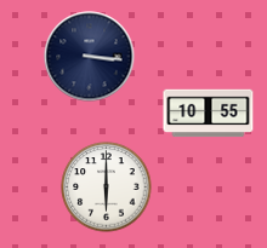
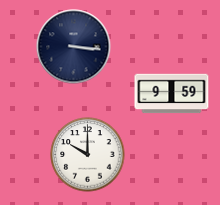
clock at (209, 114): 10:55 -> 9:59
clock at (107, 188): 6:00 -> 10:00
